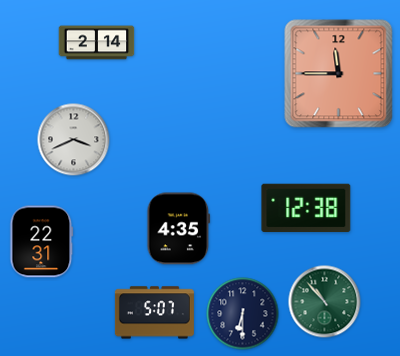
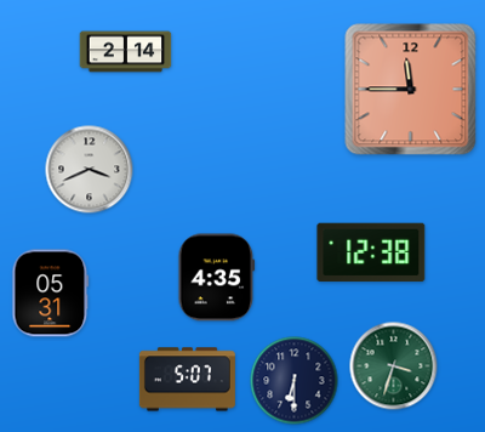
clock at (97, 43) position: (97, 43) -> (126, 52)
clock at (42, 242): 22:31 -> 05:31
clock at (325, 302): 10:53 -> 3:33
